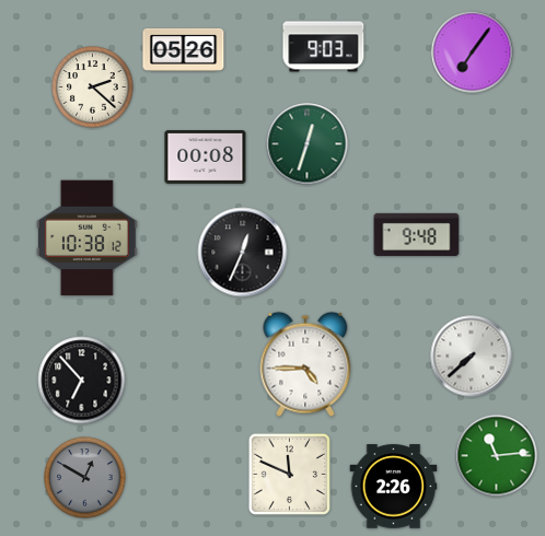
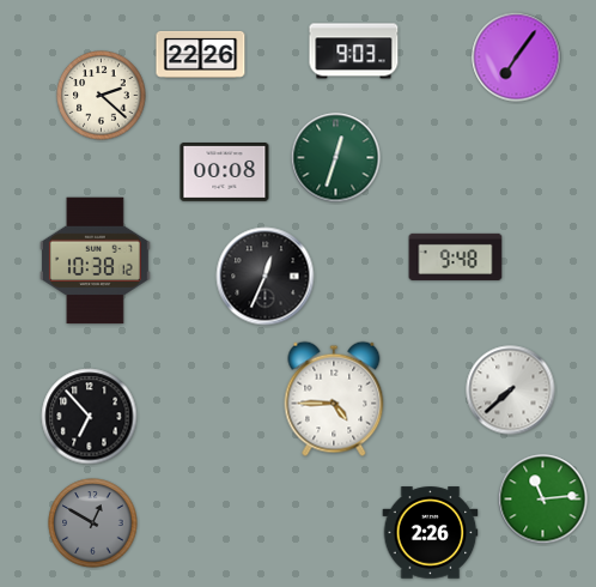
clock at (184, 49): 05:26 -> 22:26
clock at (472, 357) position: (472, 357) -> (511, 391)
clock at (289, 474): 11:49 -> none
